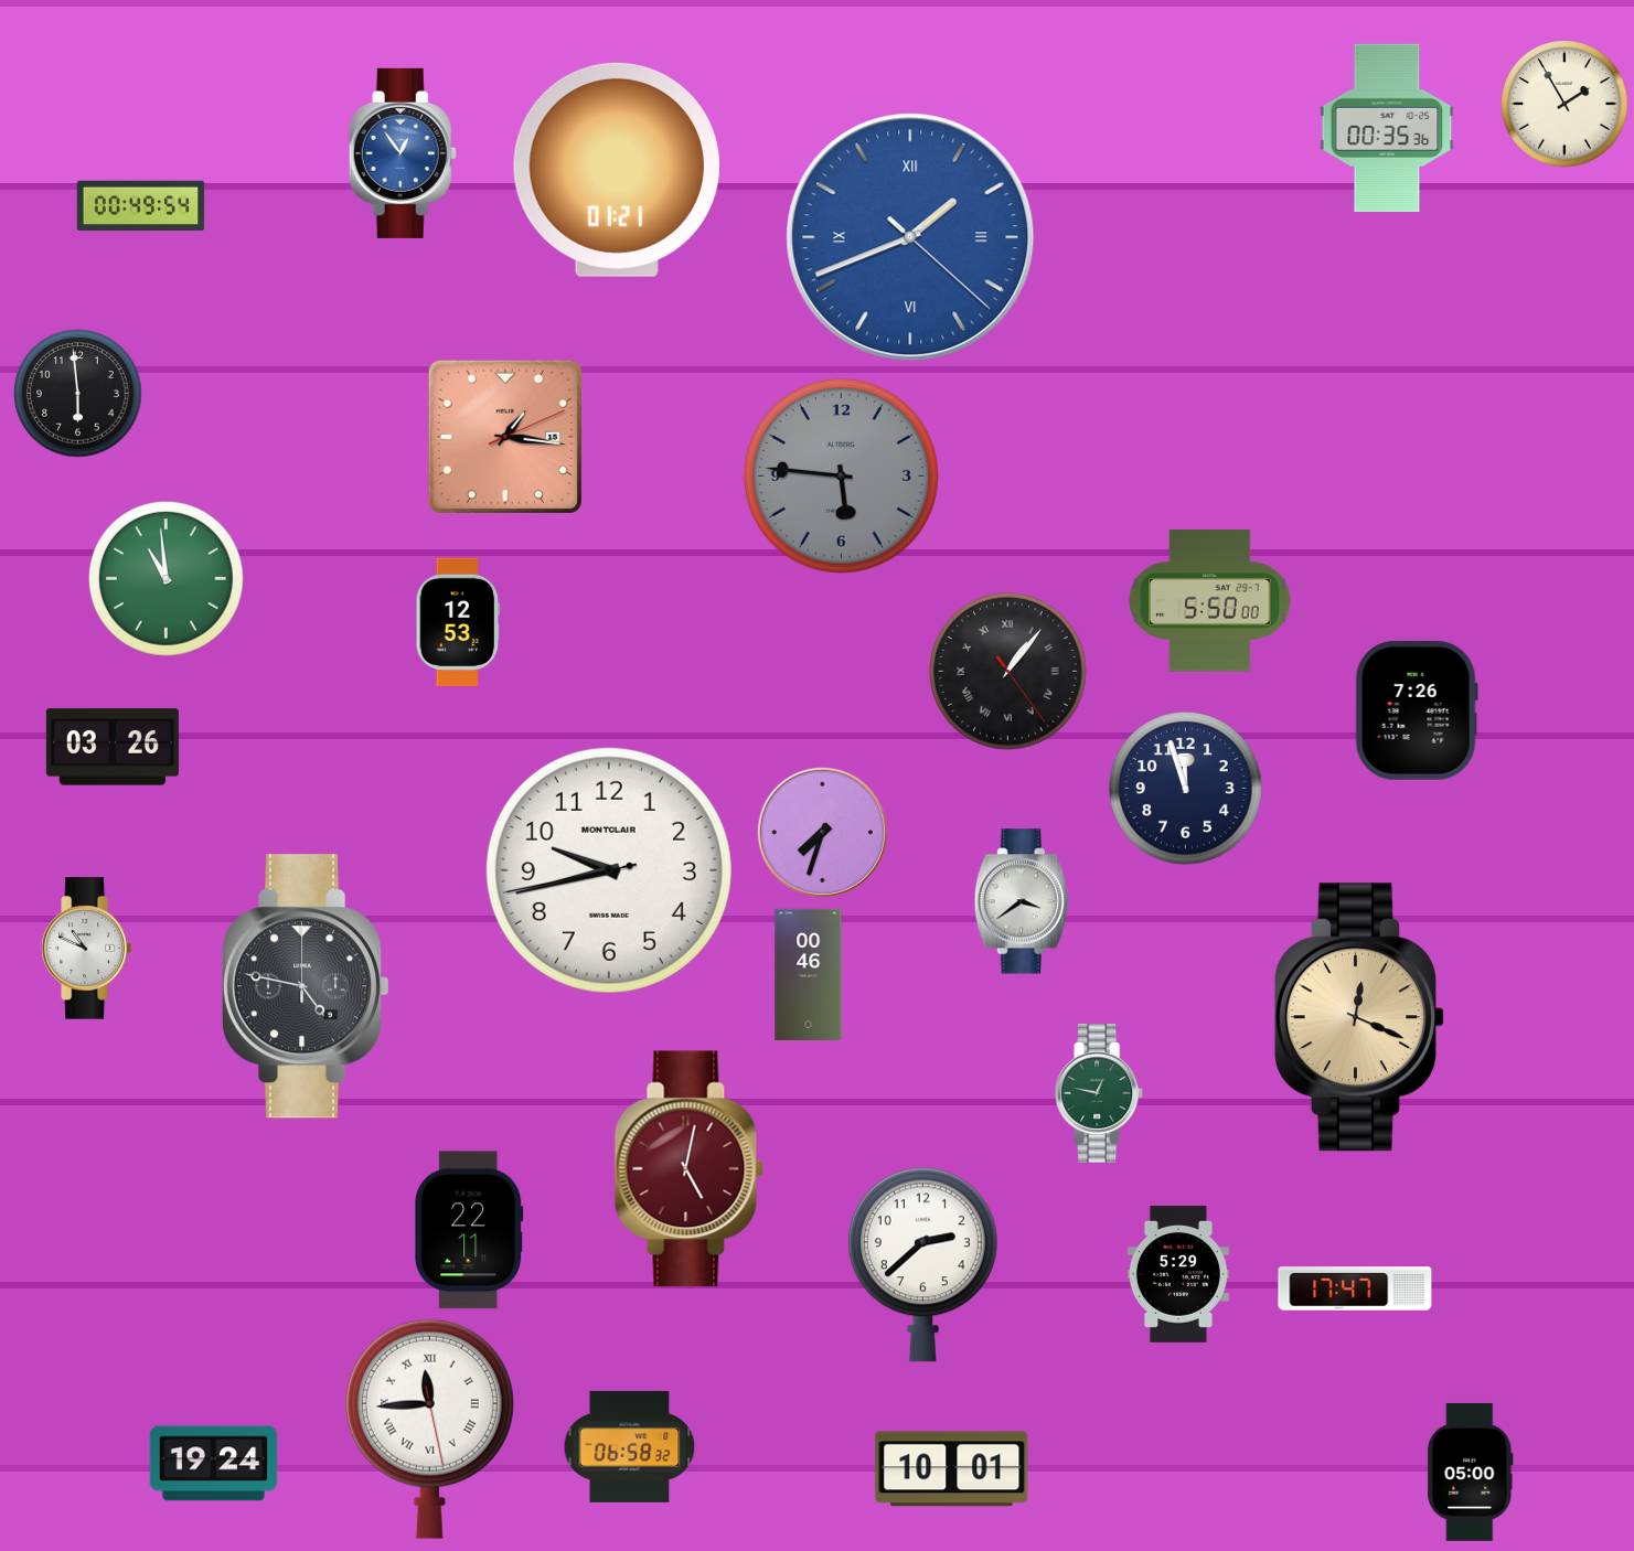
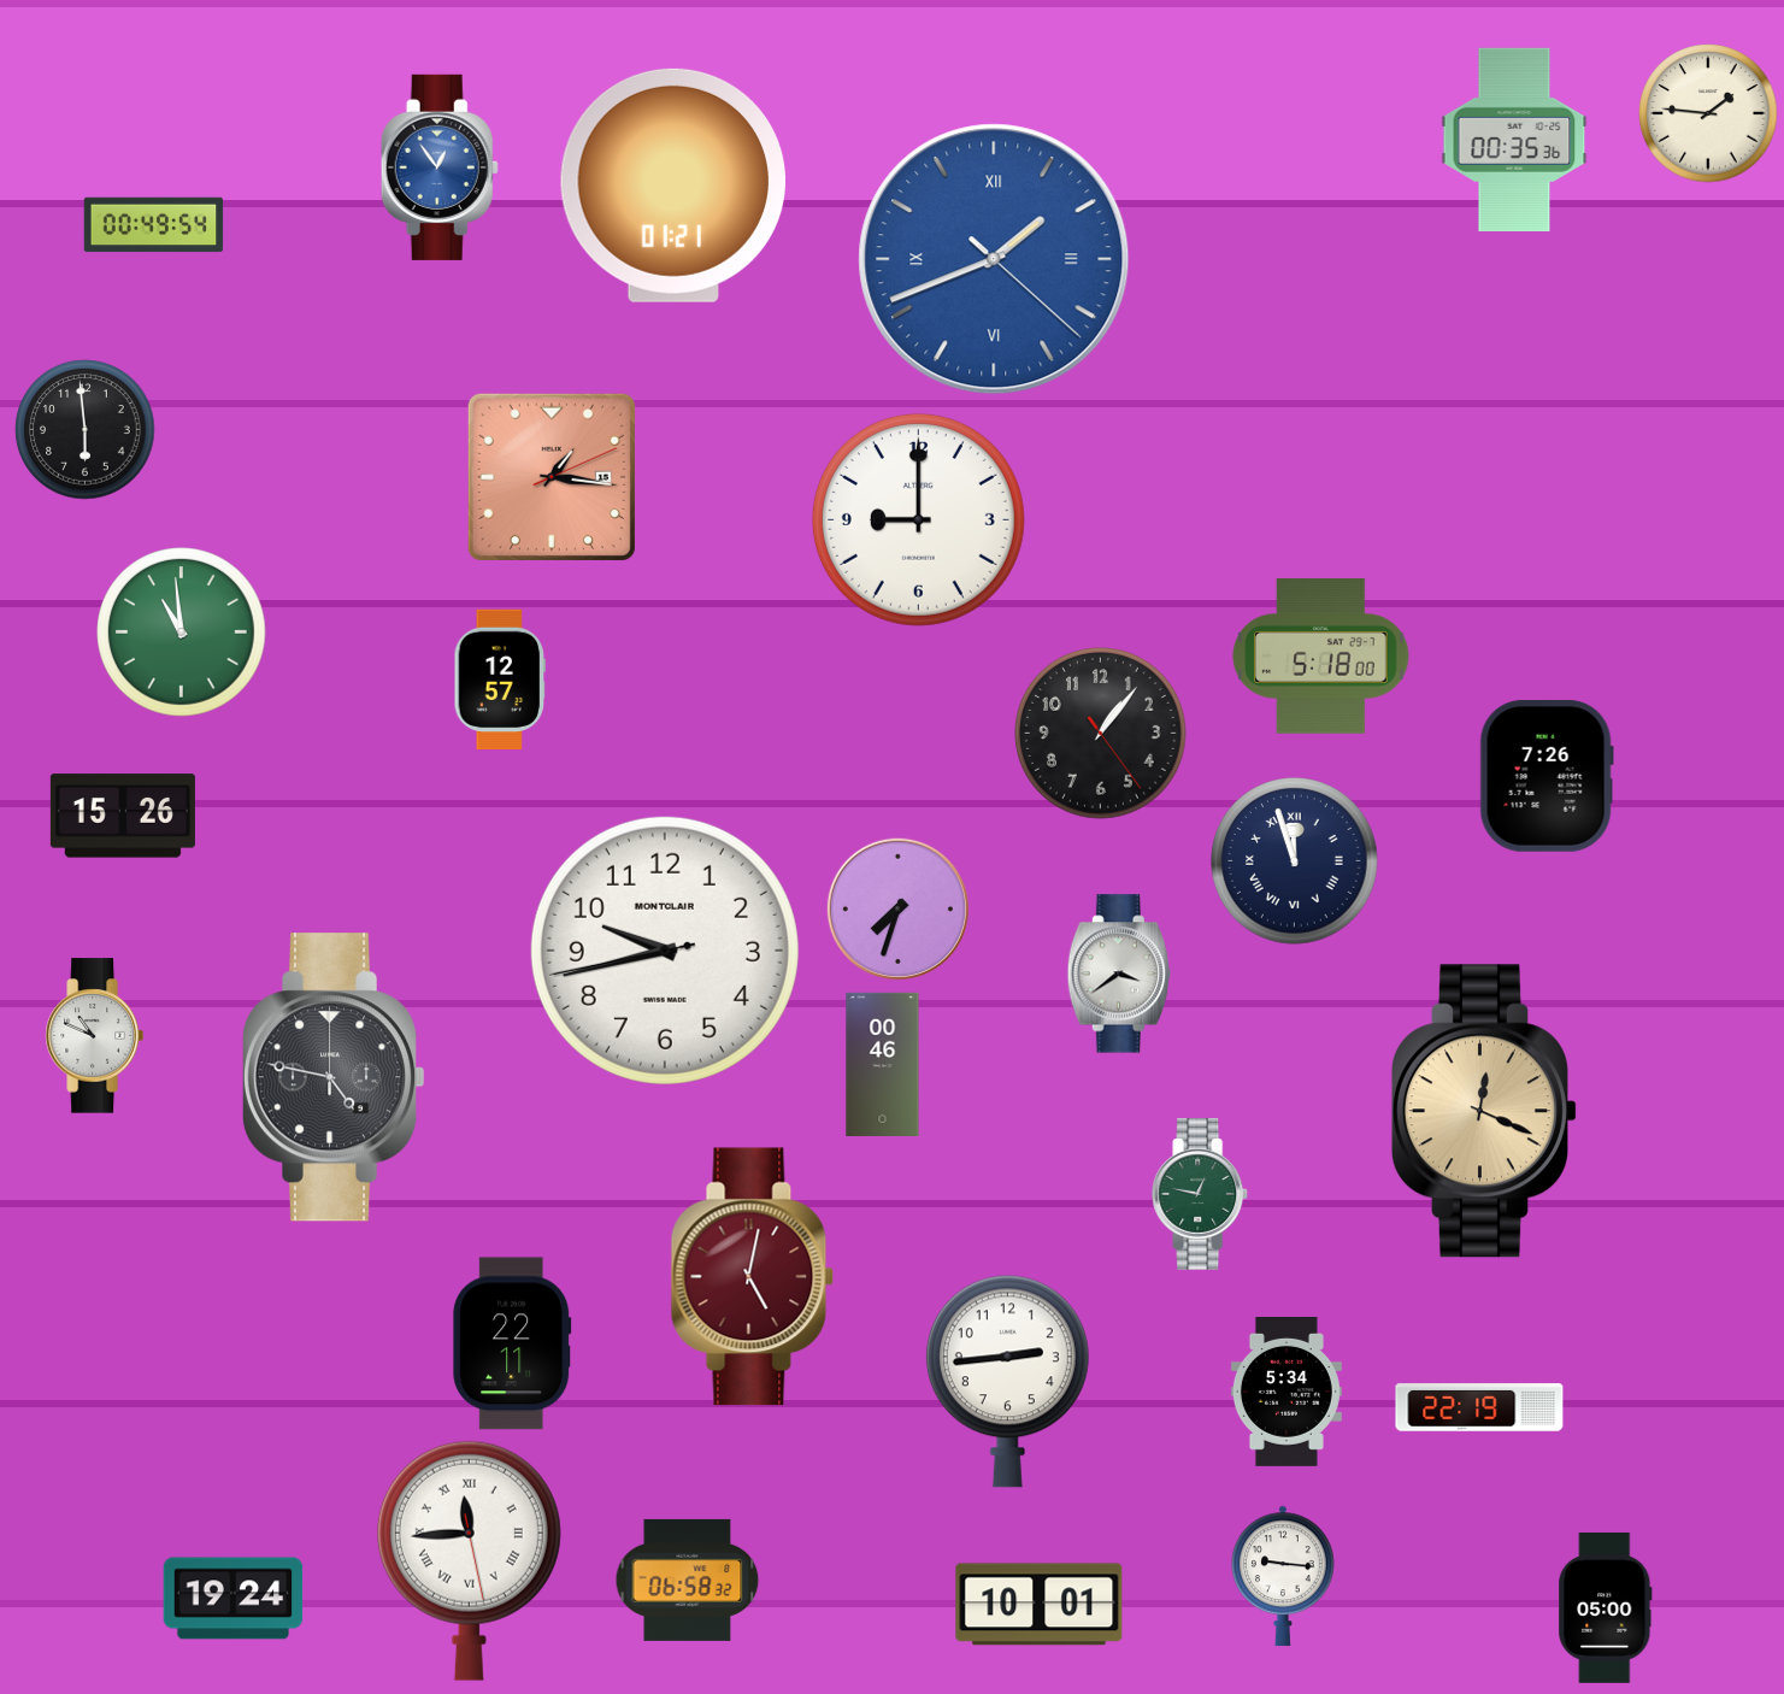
clock at (1564, 104): 1:55 -> 1:46
clock at (841, 475): 5:46 -> 9:00
clock at (841, 475) dial: grey -> white
clock at (1210, 600): 5:50 -> 5:18
clock at (458, 622): 12:53 -> 12:57
clock at (1008, 672) numerals: Roman -> Arabic
clock at (113, 747): 03:26 -> 15:26
clock at (1186, 789) numerals: Arabic -> Roman
clock at (1021, 901) position: (1021, 901) -> (1118, 974)
clock at (922, 1264): 2:38 -> 2:44
clock at (1178, 1274): 5:29 -> 5:34
clock at (1355, 1288): 17:47 -> 22:19
clock at (1284, 1576): none -> 9:16
